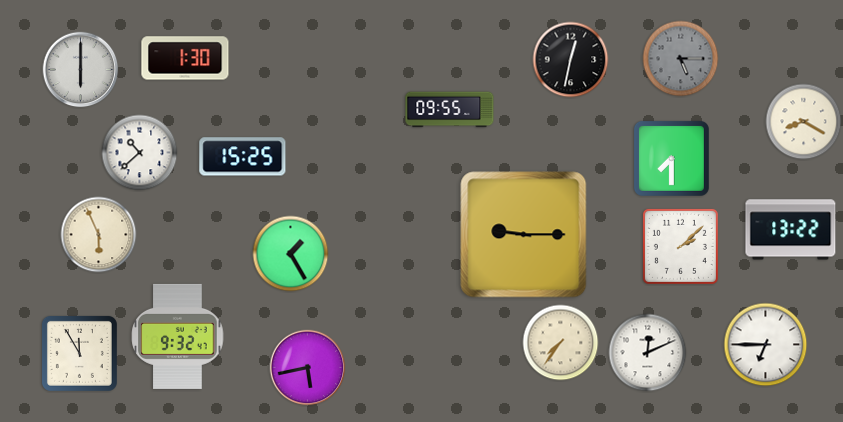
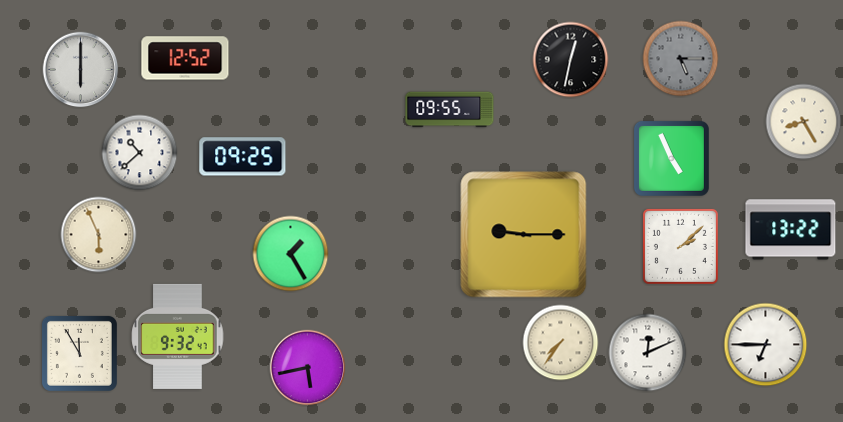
clock at (185, 58): 1:30 -> 12:52
clock at (804, 122): 8:20 -> 8:25
clock at (243, 157): 15:25 -> 09:25
clock at (671, 158): 7:30 -> 4:56
